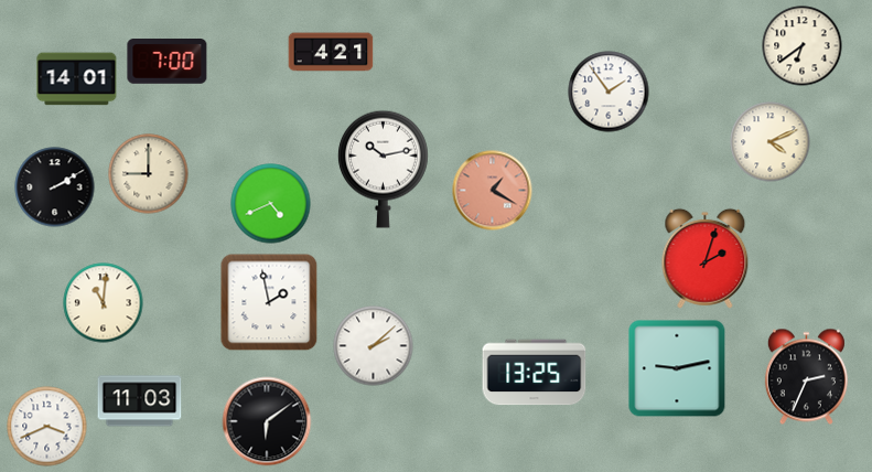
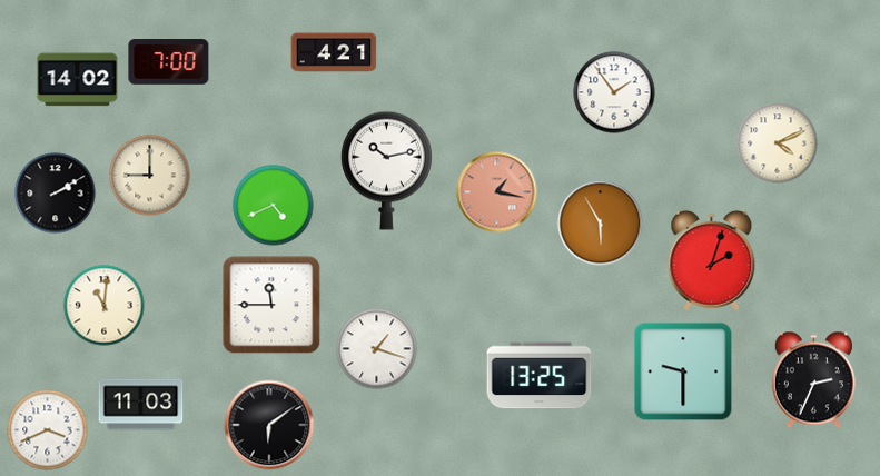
clock at (803, 46): 6:39 -> none
clock at (77, 79): 14:01 -> 14:02
clock at (55, 187) position: (55, 187) -> (56, 194)
clock at (493, 191): 1:20 -> 1:17
clock at (601, 224): none -> 5:55
clock at (269, 302): 1:58 -> 11:45
clock at (374, 346): 2:08 -> 1:18
clock at (677, 368): 9:13 -> 9:30
